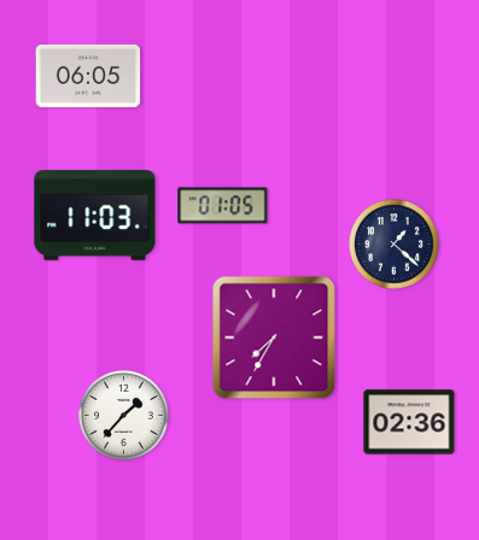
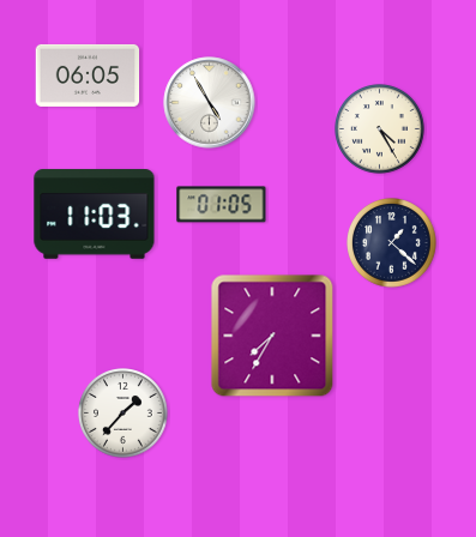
clock at (210, 103): none -> 4:55
clock at (380, 129): none -> 4:25
clock at (409, 422): 02:36 -> none
